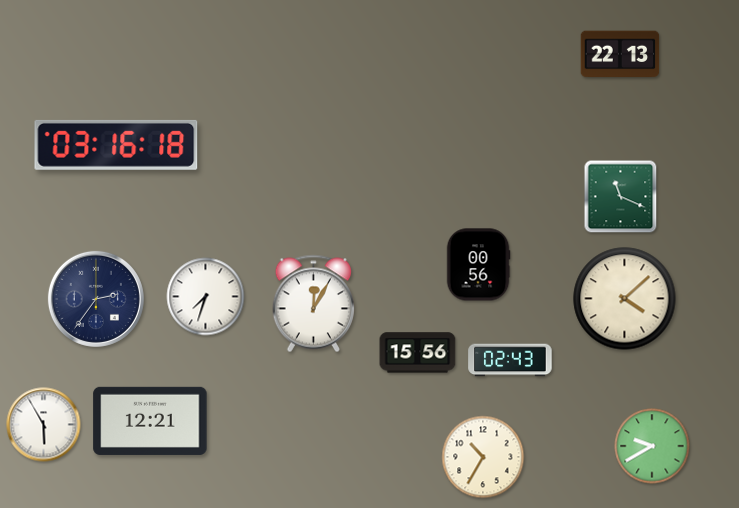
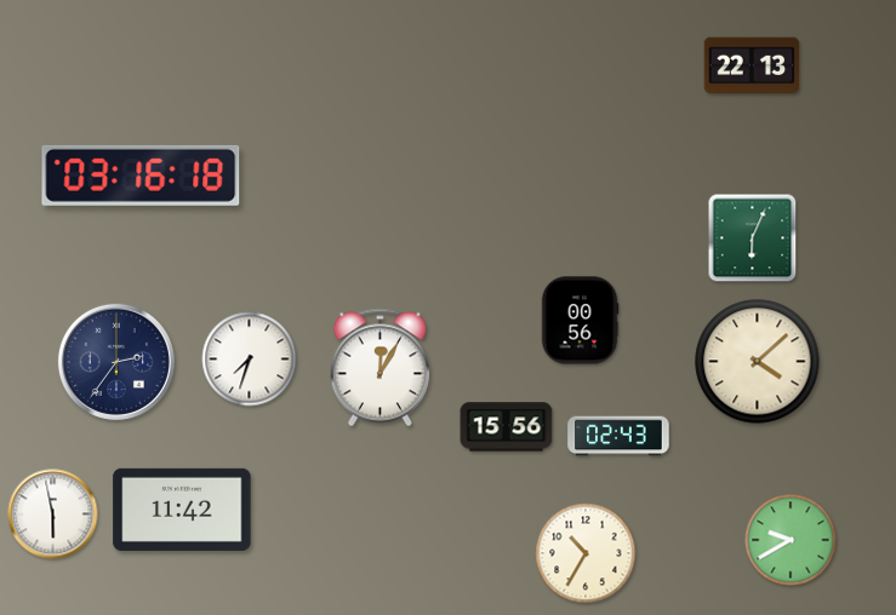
clock at (621, 197): 11:19 -> 6:04
clock at (150, 421): 12:21 -> 11:42
clock at (44, 425): 5:55 -> 5:58
